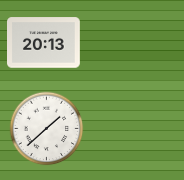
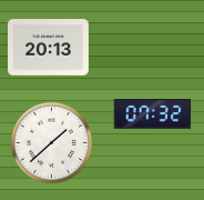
clock at (153, 114): none -> 07:32
